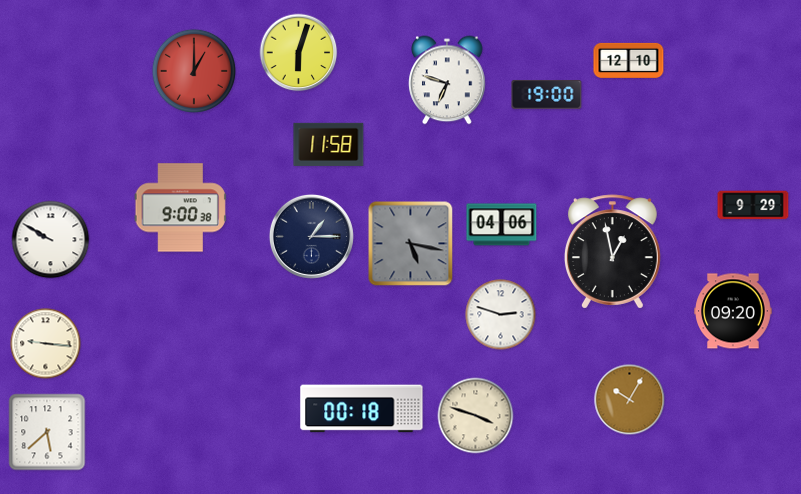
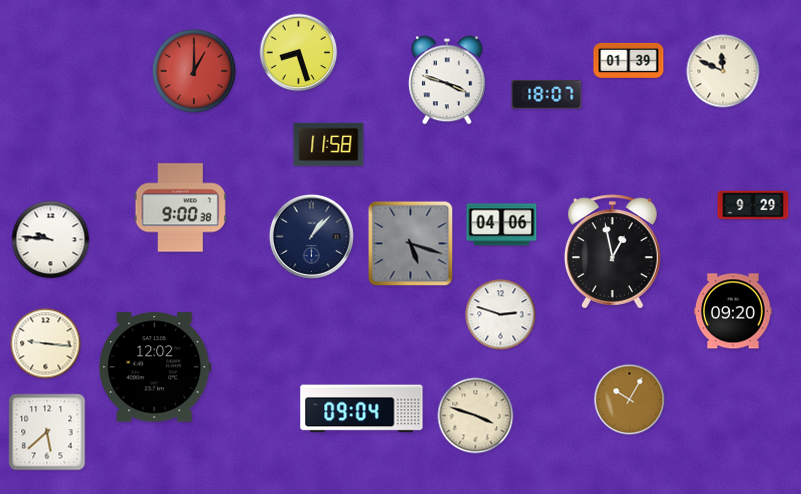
clock at (299, 53): 6:03 -> 8:27
clock at (629, 60): 12:10 -> 01:39
clock at (723, 71): none -> 11:49
clock at (447, 80): 6:48 -> 3:48
clock at (547, 94): 19:00 -> 18:07
clock at (311, 236): 1:15 -> 1:07
clock at (51, 240): 9:50 -> 9:46
clock at (411, 244): 5:17 -> 5:18
clock at (155, 367): none -> 12:02
clock at (362, 409): 00:18 -> 09:04
